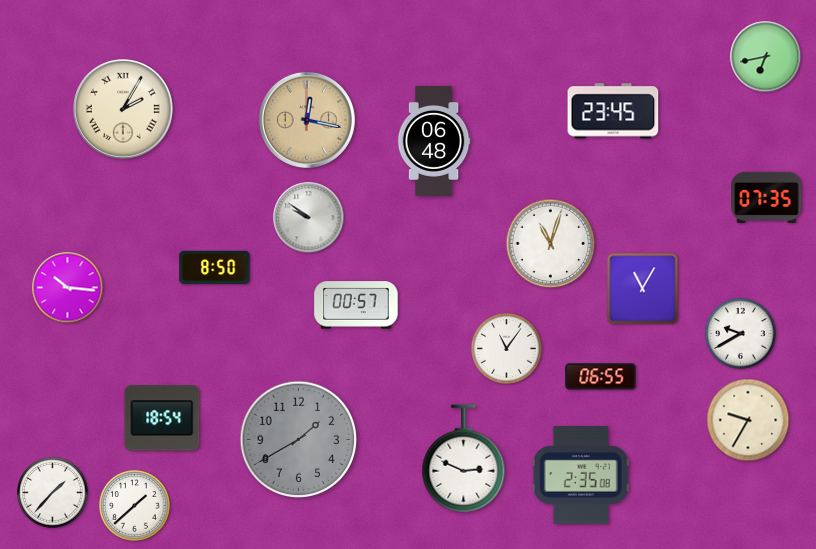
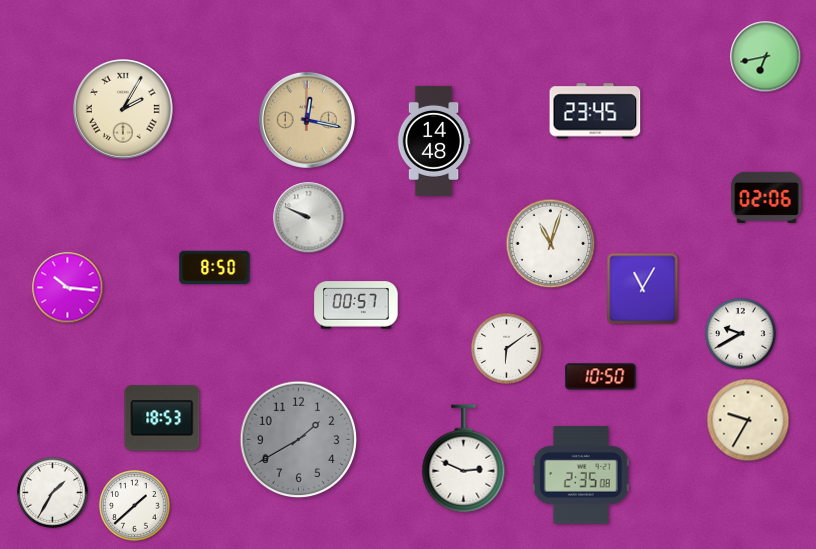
clock at (613, 111) position: (613, 111) -> (595, 111)
clock at (434, 141): 06:48 -> 14:48
clock at (767, 197): 07:35 -> 02:06
clock at (309, 218): 9:51 -> 9:49
clock at (507, 349): 11:06 -> 6:09
clock at (601, 377): 06:55 -> 10:50
clock at (162, 418): 18:54 -> 18:53
clock at (53, 493): 1:37 -> 1:35
